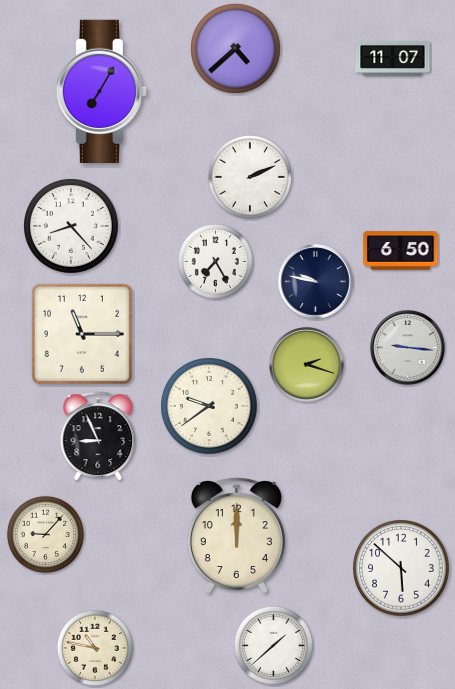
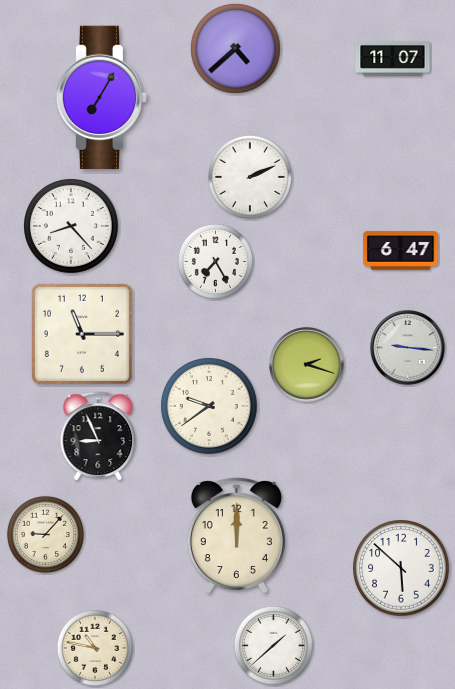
clock at (101, 91) position: (101, 91) -> (101, 97)
clock at (401, 251): 6:50 -> 6:47
clock at (316, 282): 9:47 -> none
